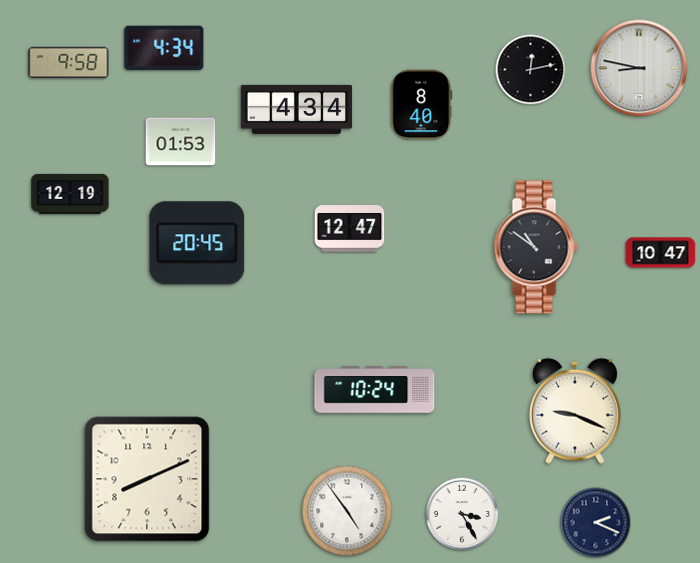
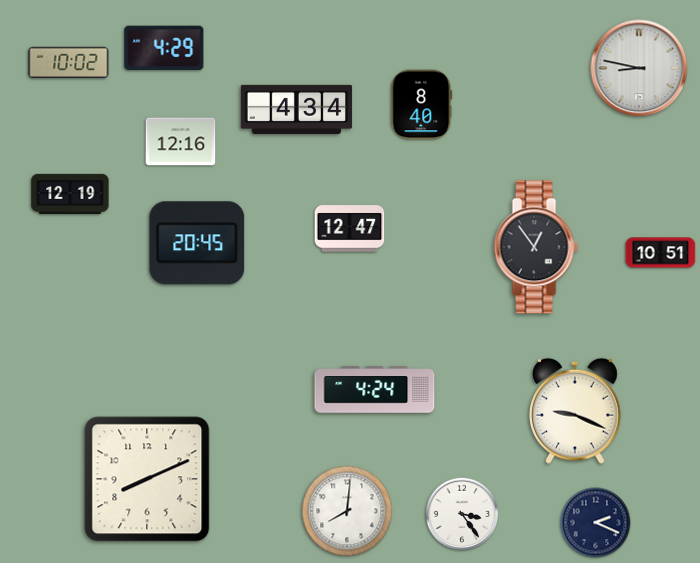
clock at (164, 47): 4:34 -> 4:29
clock at (69, 63): 9:58 -> 10:02
clock at (531, 70): 12:13 -> none
clock at (181, 142): 01:53 -> 12:16
clock at (536, 247): 10:51 -> 12:54
clock at (661, 253): 10:47 -> 10:51
clock at (375, 390): 10:24 -> 4:24
clock at (347, 511): 4:54 -> 8:01
clock at (462, 514): 3:25 -> 3:24
